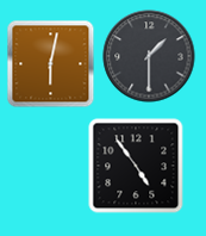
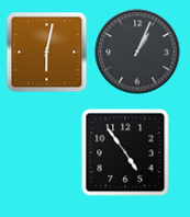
clock at (149, 56): 1:30 -> 1:04
clock at (51, 64) position: (51, 64) -> (47, 53)
